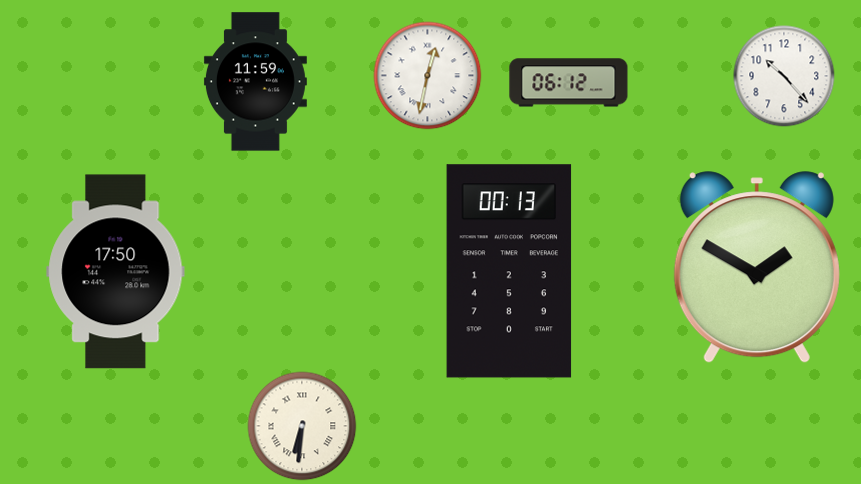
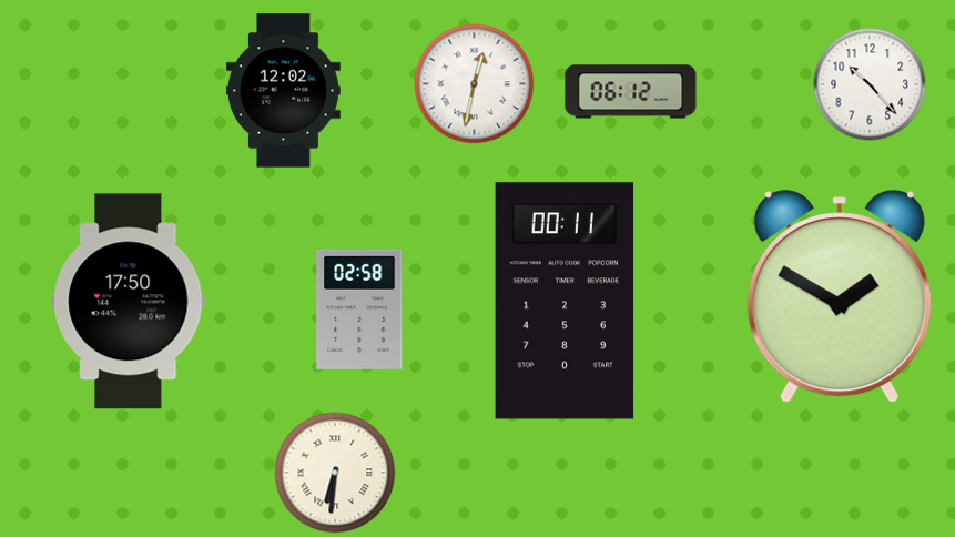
clock at (255, 82): 11:59 -> 12:02
clock at (509, 271): 00:13 -> 00:11
clock at (359, 310): none -> 02:58
